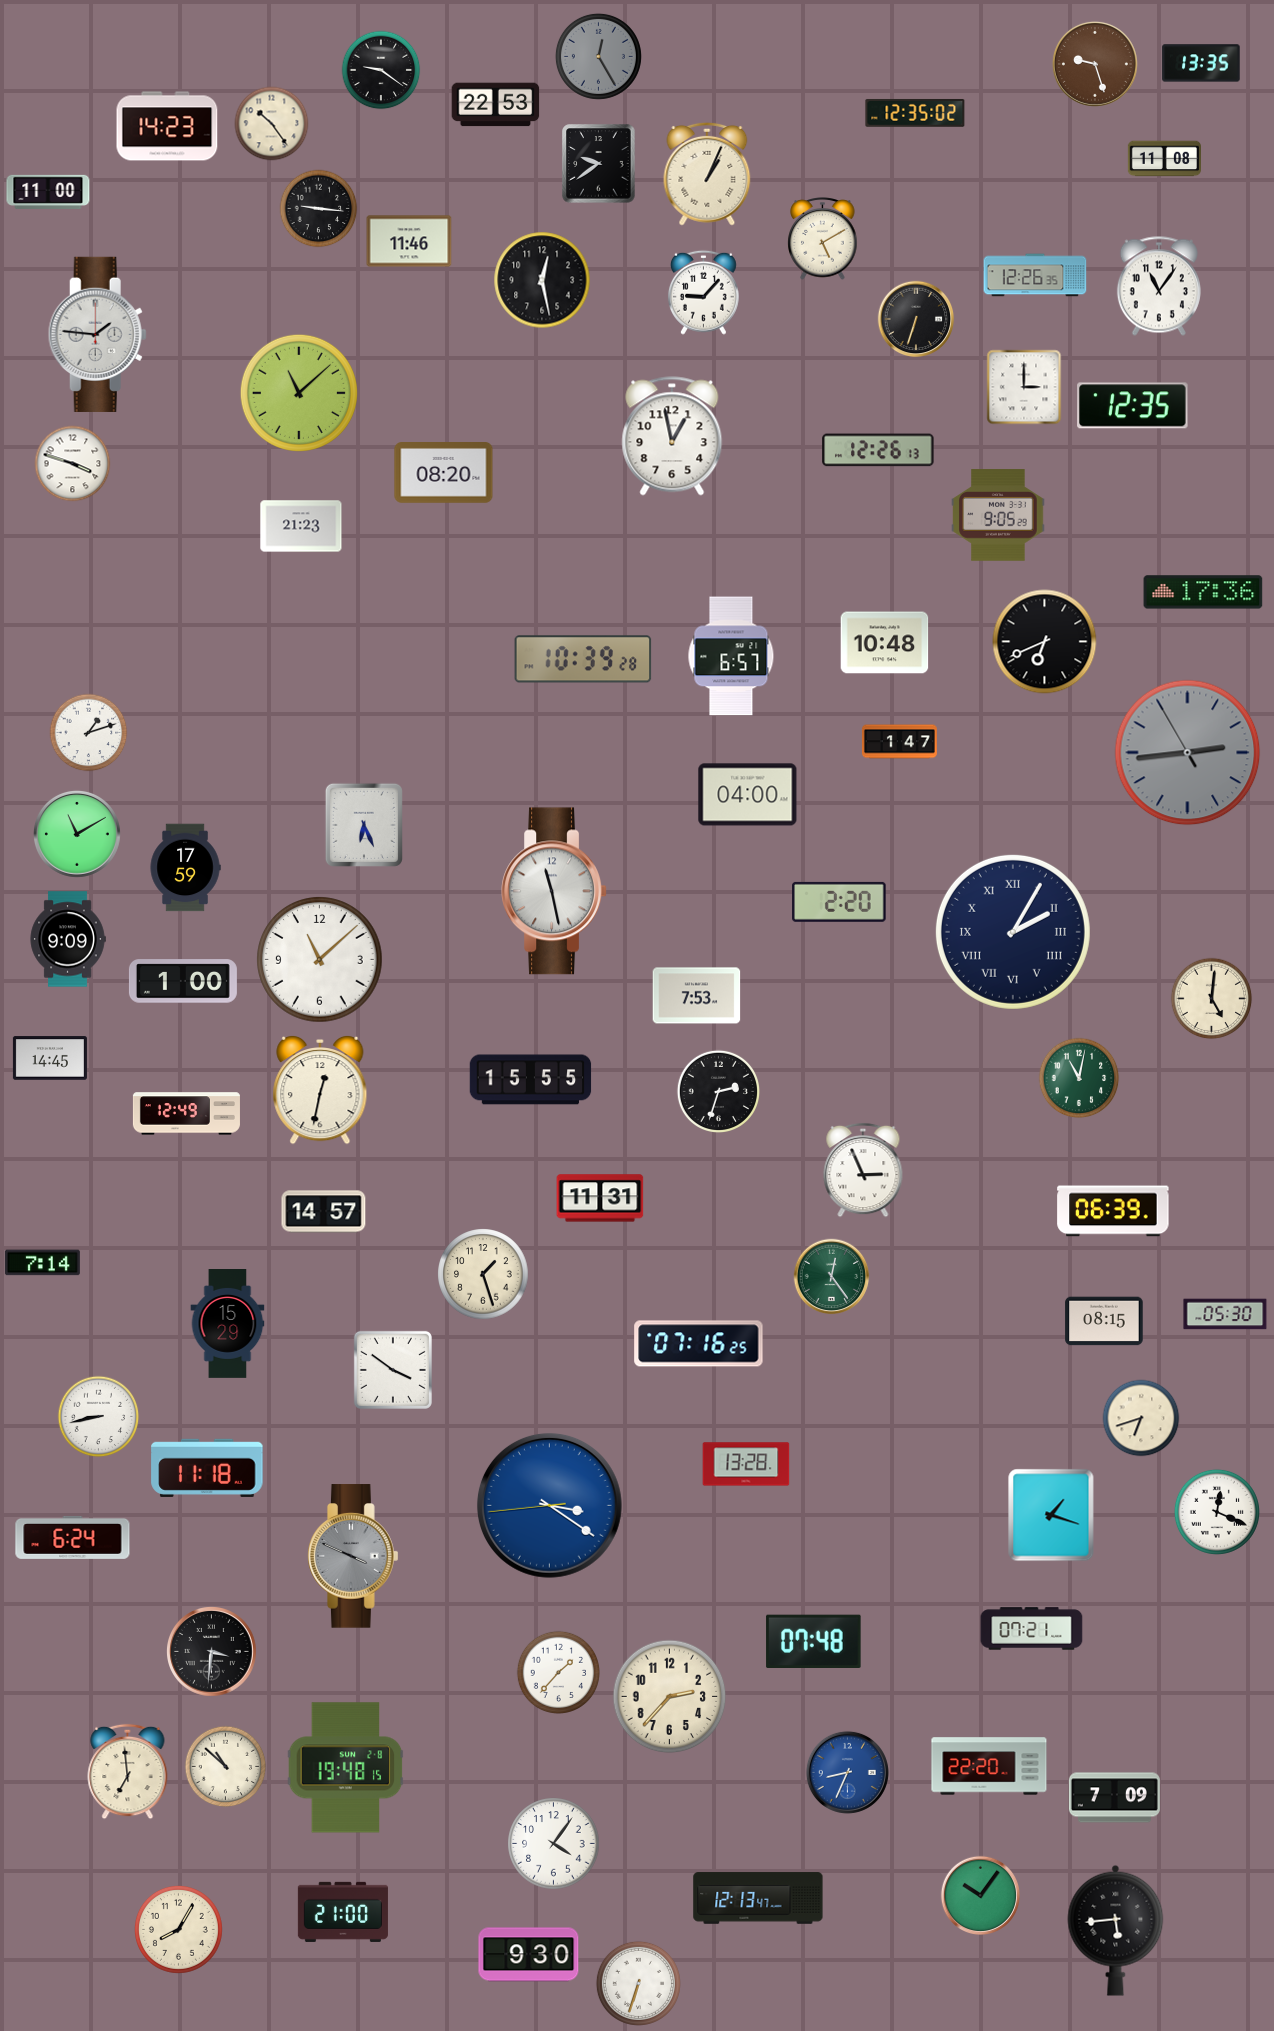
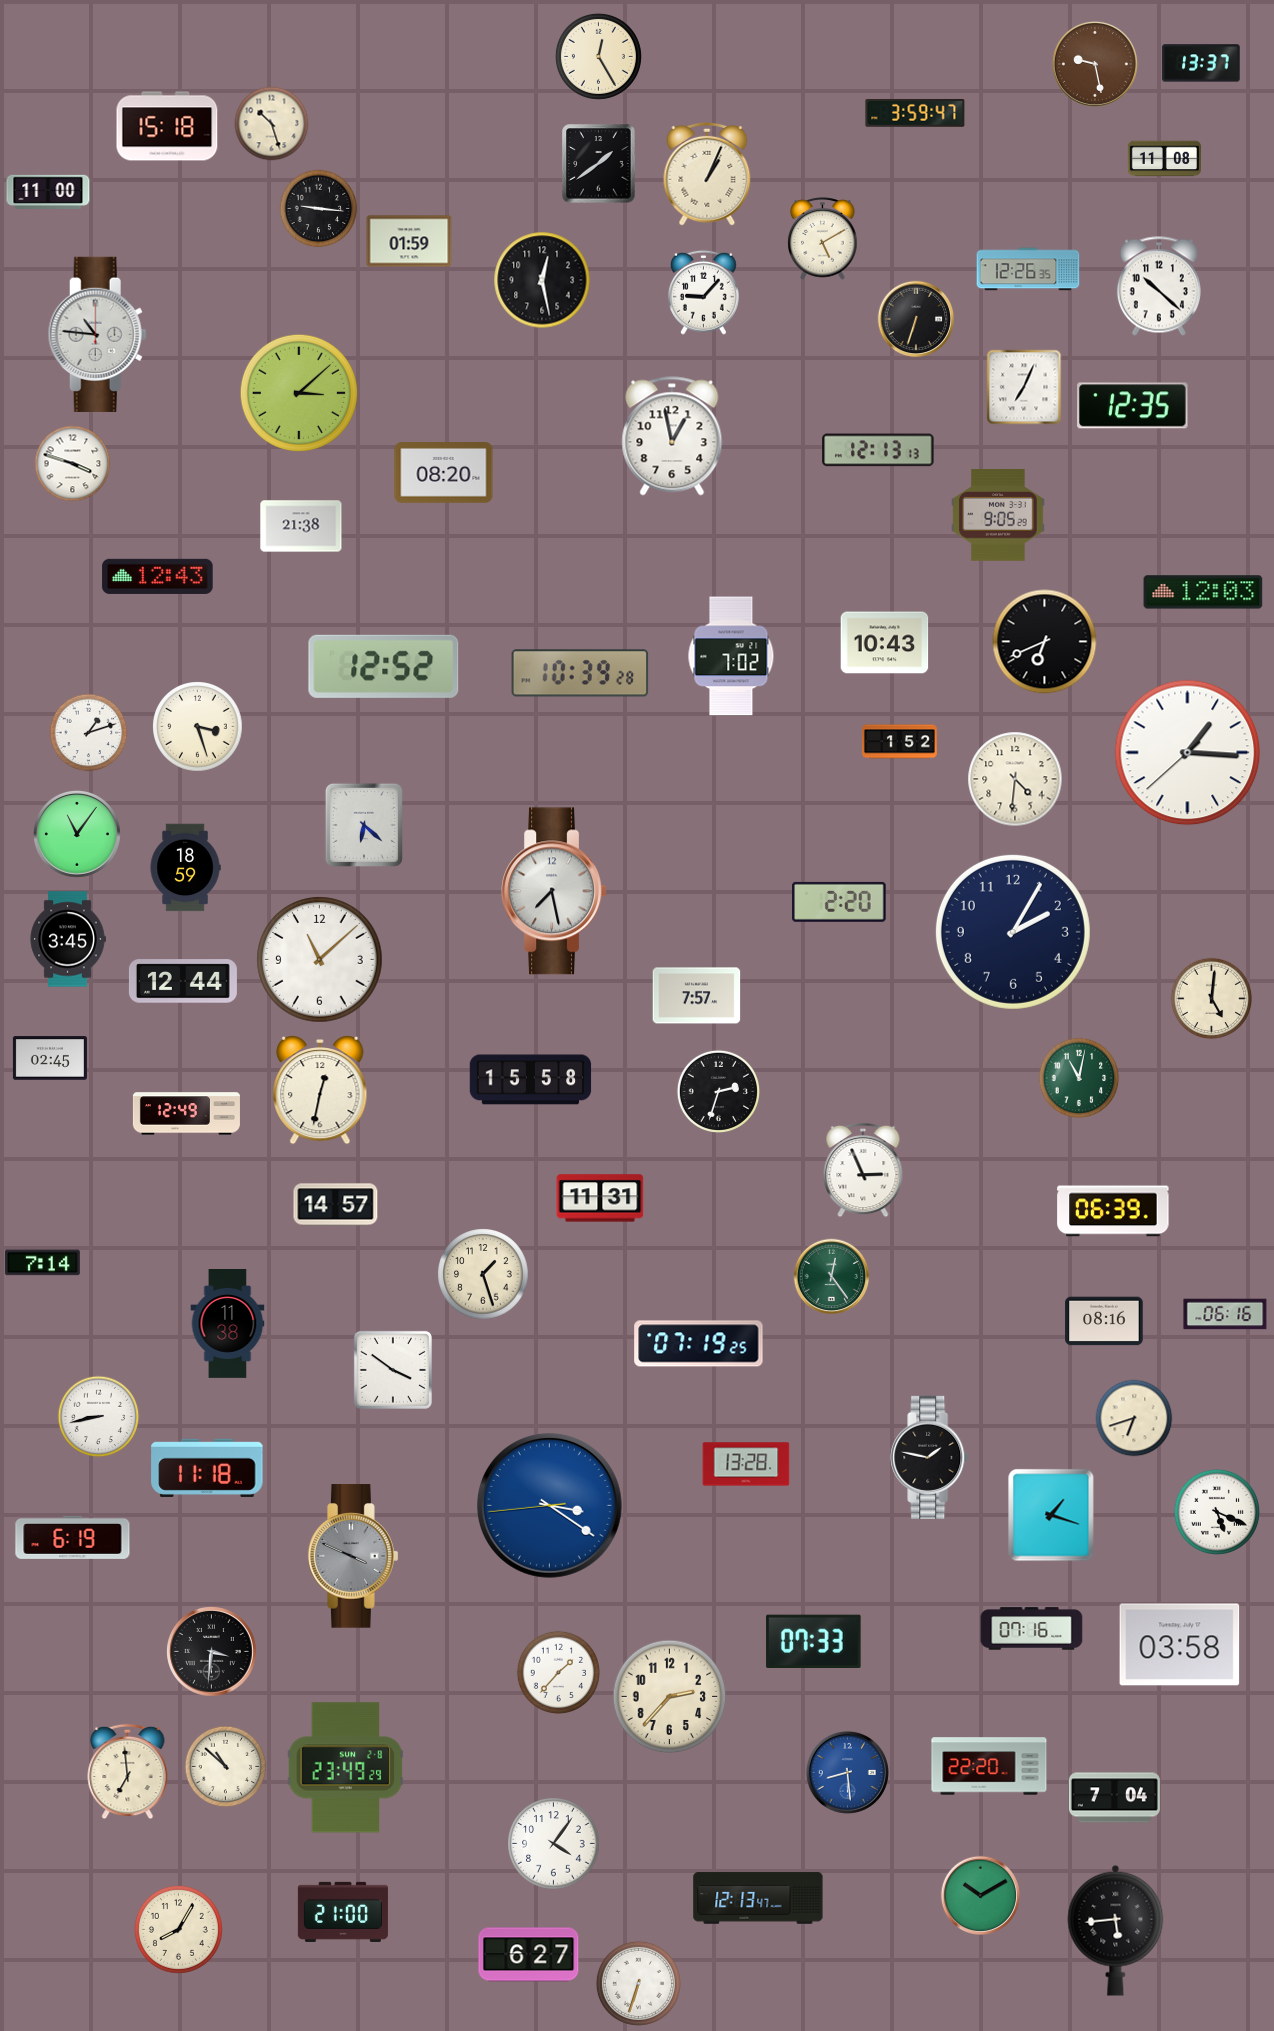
clock at (598, 56) dial: grey -> cream
clock at (1201, 63): 13:35 -> 13:37
clock at (1095, 64): 9:27 -> 9:28
clock at (381, 70): 9:21 -> none
clock at (496, 105): 22:53 -> none
clock at (915, 113): 12:35 -> 3:59
clock at (272, 124): 10:24 -> 10:27
clock at (167, 126): 14:23 -> 15:18
clock at (599, 164): 9:39 -> 1:39
clock at (409, 241): 11:46 -> 01:59
clock at (1035, 275) position: (1035, 275) -> (1028, 269)
clock at (1159, 286): 11:06 -> 10:22
clock at (97, 334): 1:46 -> 10:46
clock at (1024, 387): 3:00 -> 7:04
clock at (299, 393): 11:08 -> 3:08
clock at (878, 450): 12:26 -> 12:13
clock at (301, 526): 21:23 -> 21:38
clock at (158, 576): none -> 12:43
clock at (1203, 592): 17:36 -> 12:03
clock at (885, 643): 10:48 -> 10:43
clock at (731, 656): 6:57 -> 7:02
clock at (583, 659) position: (583, 659) -> (580, 673)
clock at (384, 666): none -> 12:52
clock at (198, 727): none -> 3:27
clock at (899, 742): 1:47 -> 1:52
clock at (1188, 753): 2:43 -> 1:15
clock at (1188, 753) dial: grey -> white
clock at (1015, 779): none -> 4:31
clock at (748, 795): 04:00 -> none
clock at (364, 825): 6:26 -> 6:22
clock at (77, 834): 11:10 -> 11:06
clock at (185, 868): 17:59 -> 18:59
clock at (554, 891): 11:28 -> 7:28
clock at (1013, 932) numerals: Roman -> Arabic
clock at (68, 939): 9:09 -> 3:45
clock at (183, 981): 1:00 -> 12:44
clock at (697, 996): 7:53 -> 7:57
clock at (50, 1058): 14:45 -> 02:45
clock at (531, 1080): 15:55 -> 15:58
clock at (324, 1212) position: (324, 1212) -> (336, 1205)
clock at (1225, 1314): 05:30 -> 06:16
clock at (1104, 1321): 08:15 -> 08:16
clock at (228, 1324): 15:29 -> 11:38
clock at (699, 1344): 07:16 -> 07:19
clock at (1141, 1418) position: (1141, 1418) -> (1134, 1418)
clock at (930, 1457): none -> 1:47
clock at (1217, 1512): 12:19 -> 5:19
clock at (73, 1537): 6:24 -> 6:19
clock at (1032, 1629): 07:21 -> 07:16
clock at (814, 1641): 07:48 -> 07:33
clock at (1180, 1645): none -> 03:58
clock at (346, 1768): 19:48 -> 23:49
clock at (847, 1772): 8:34 -> 8:29
clock at (1114, 1798): 7:09 -> 7:04
clock at (980, 1895): 10:06 -> 10:10
clock at (529, 1955): 9:30 -> 6:27
